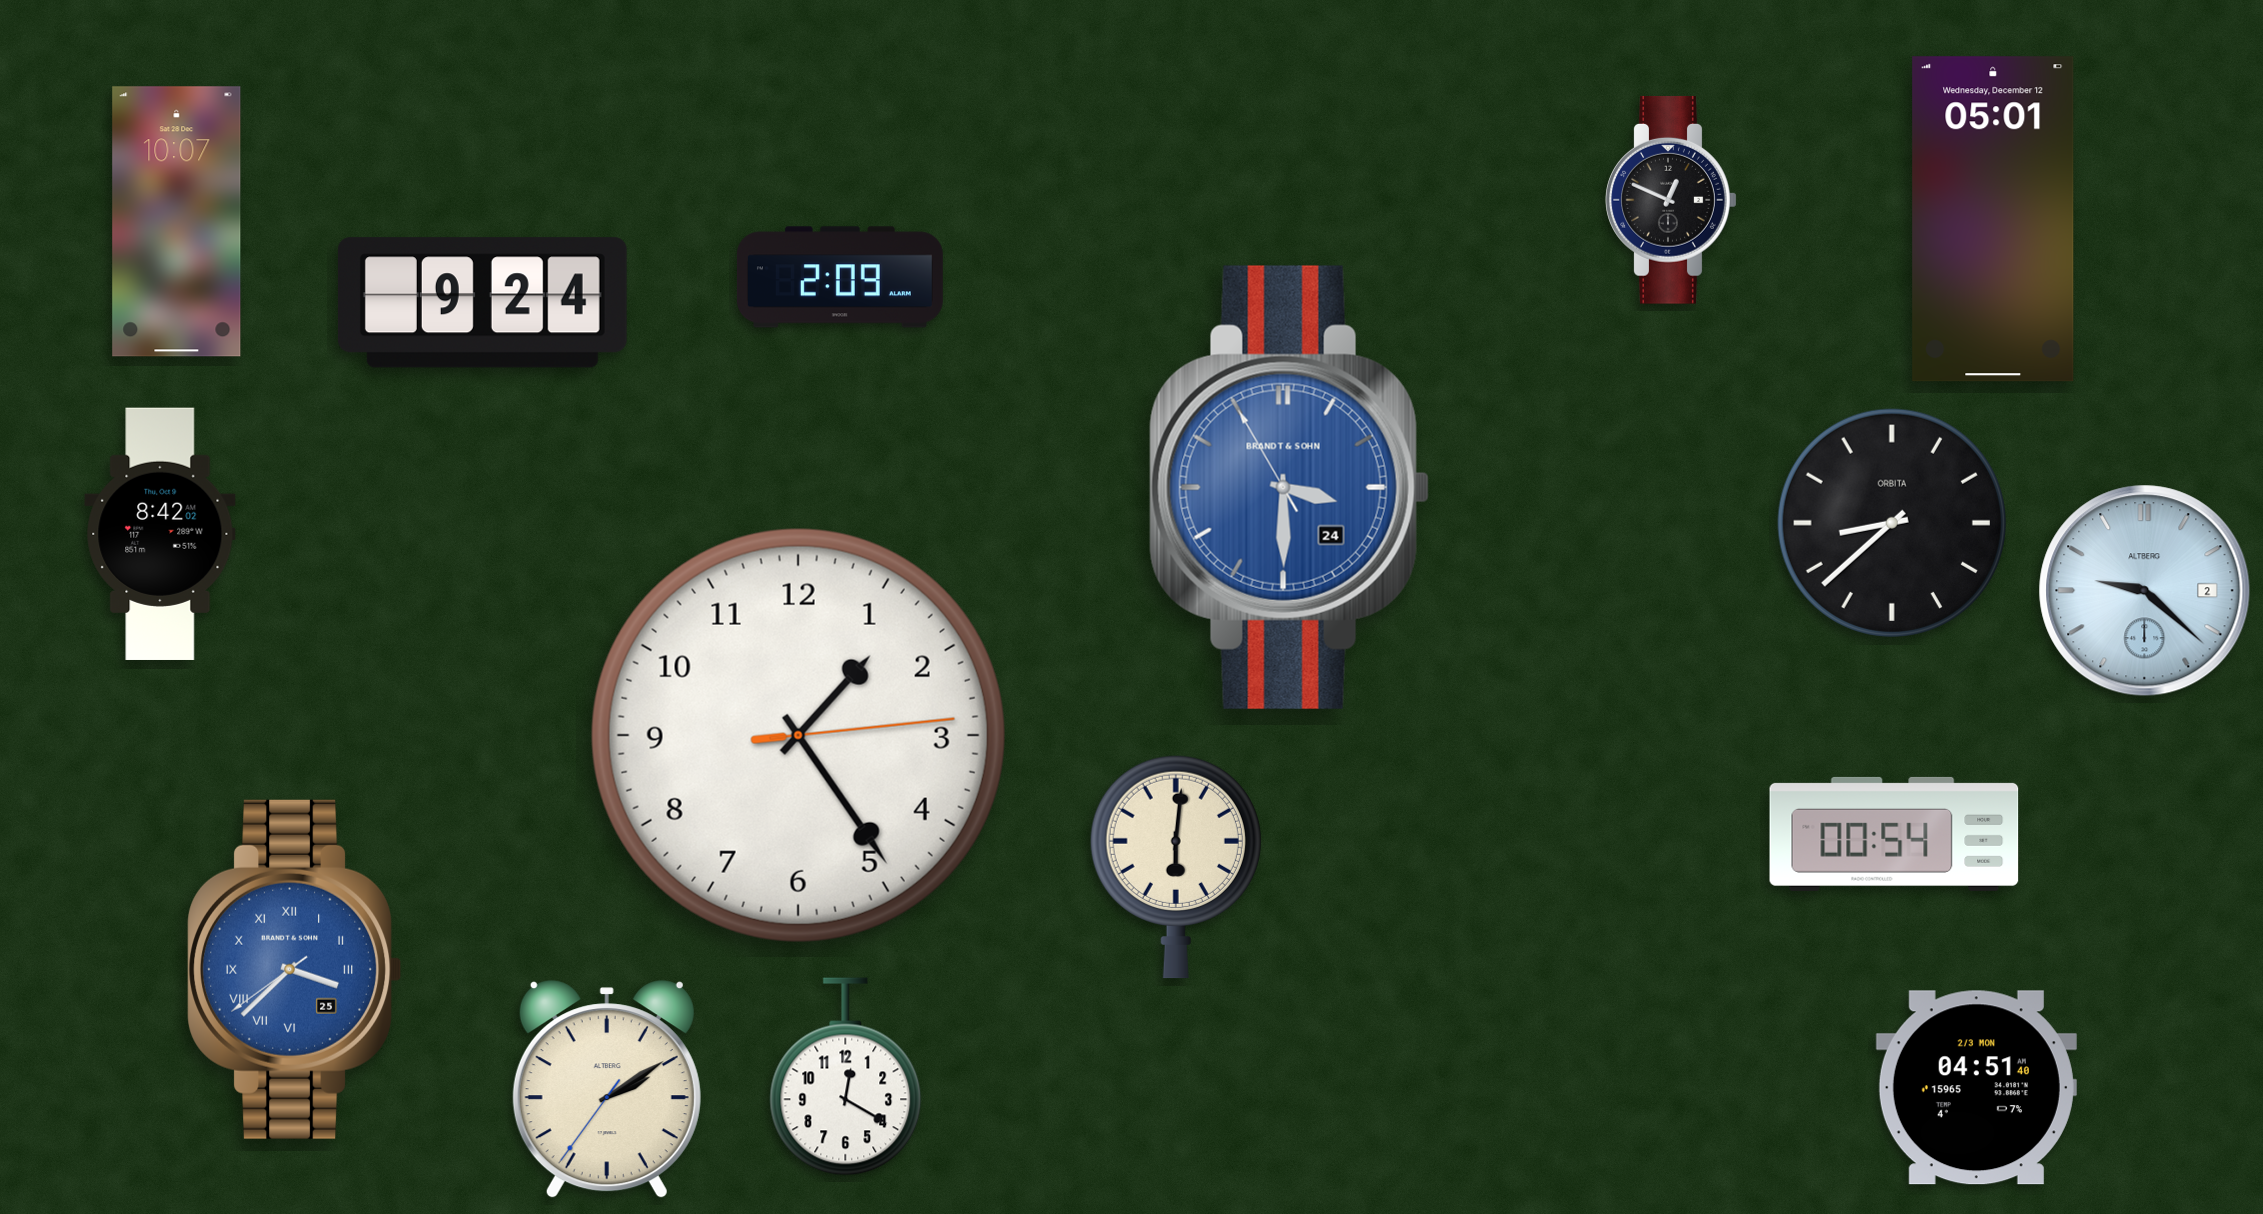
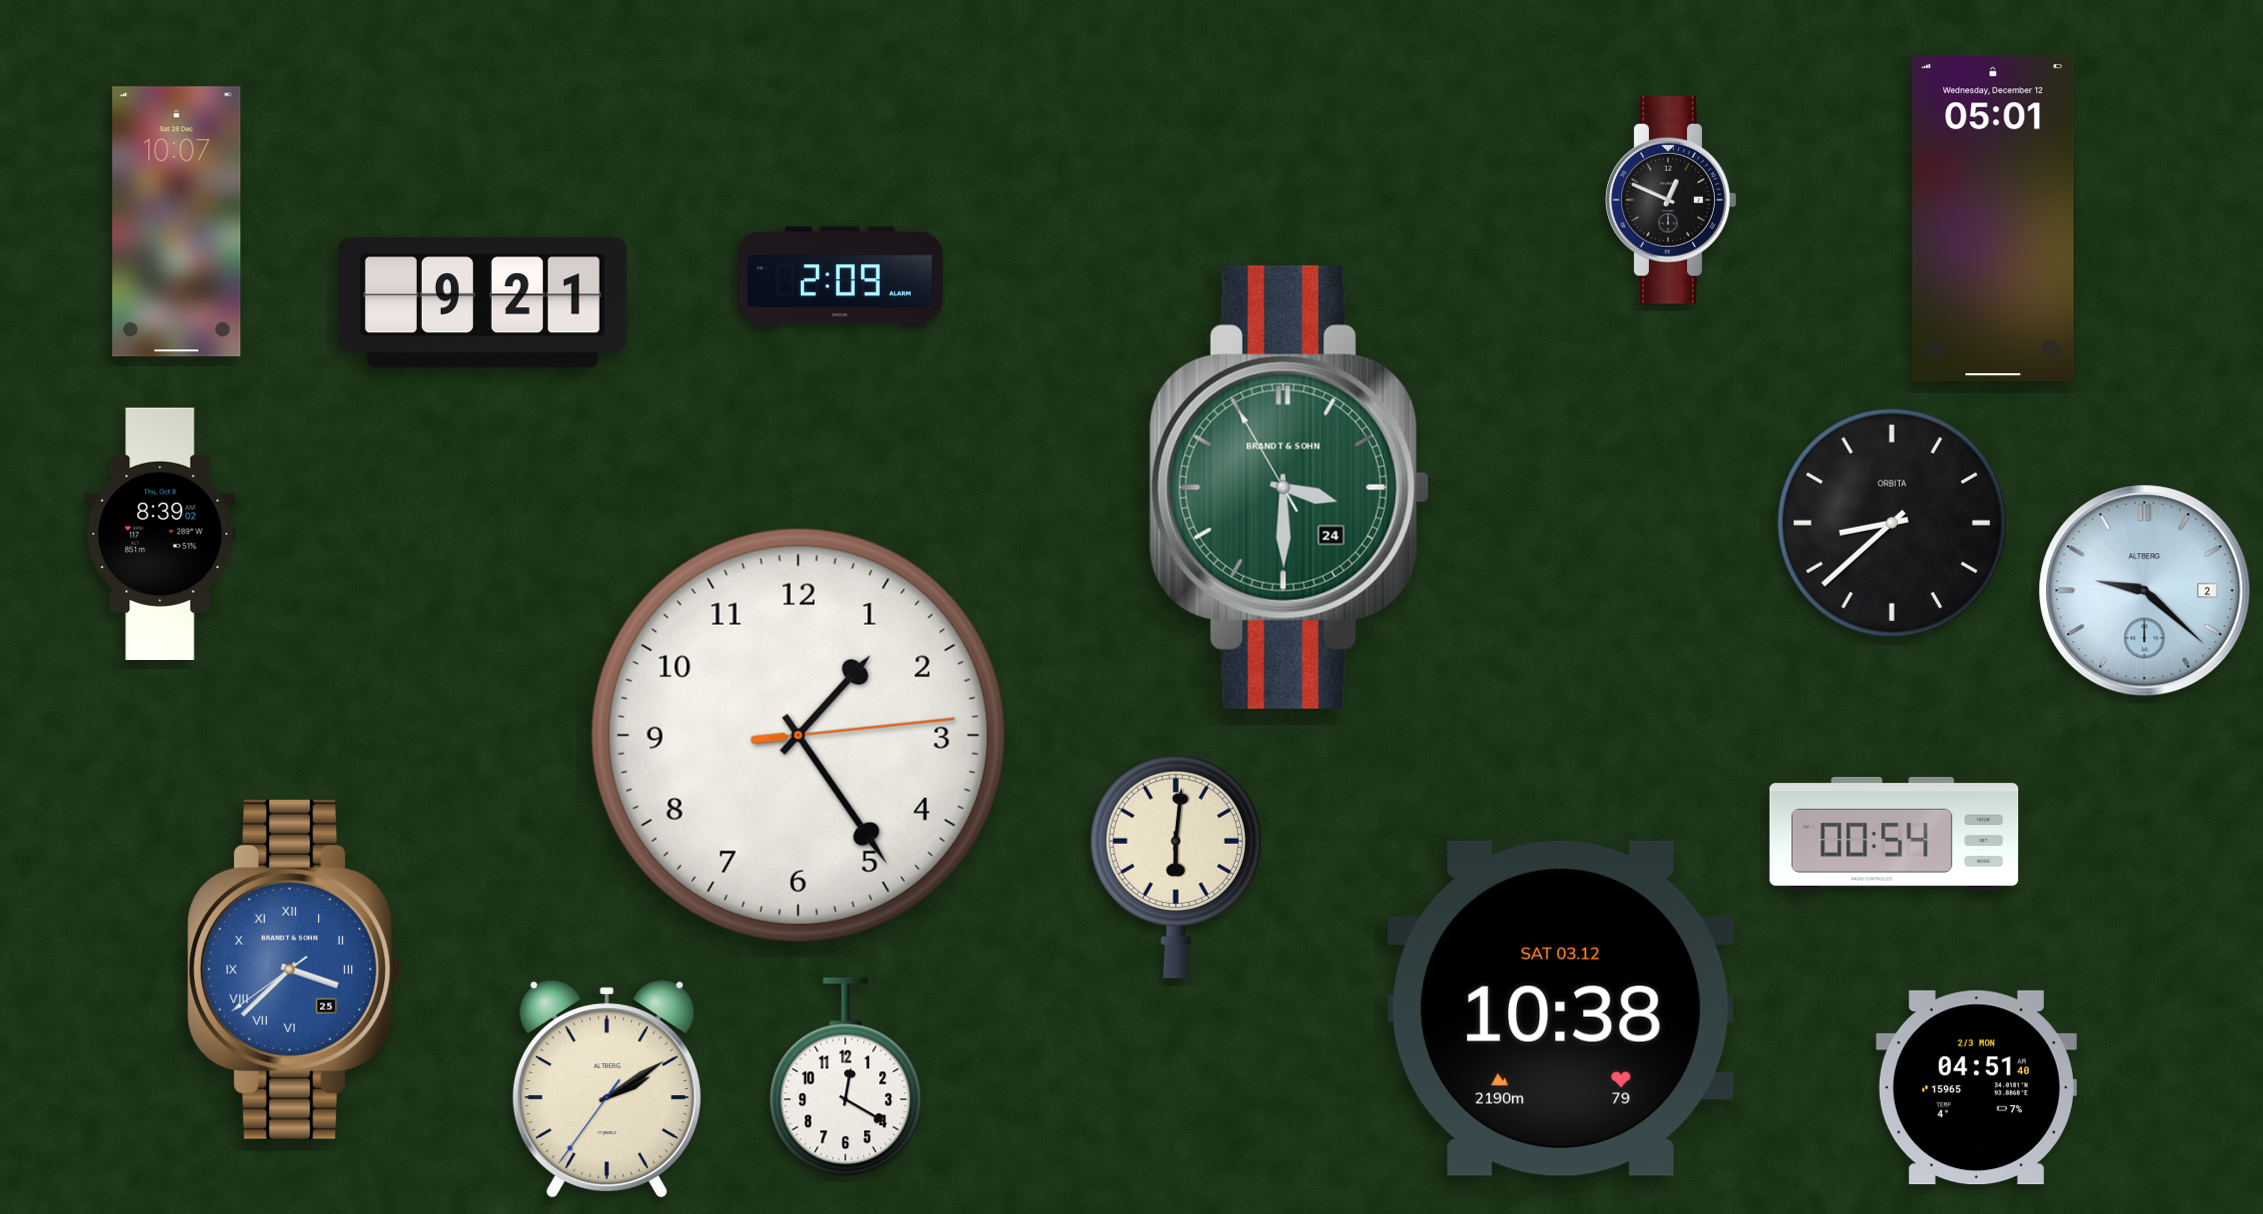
clock at (482, 303): 9:24 -> 9:21
clock at (1289, 487) dial: blue -> green
clock at (160, 534): 8:42 -> 8:39
clock at (1560, 1008): none -> 10:38
